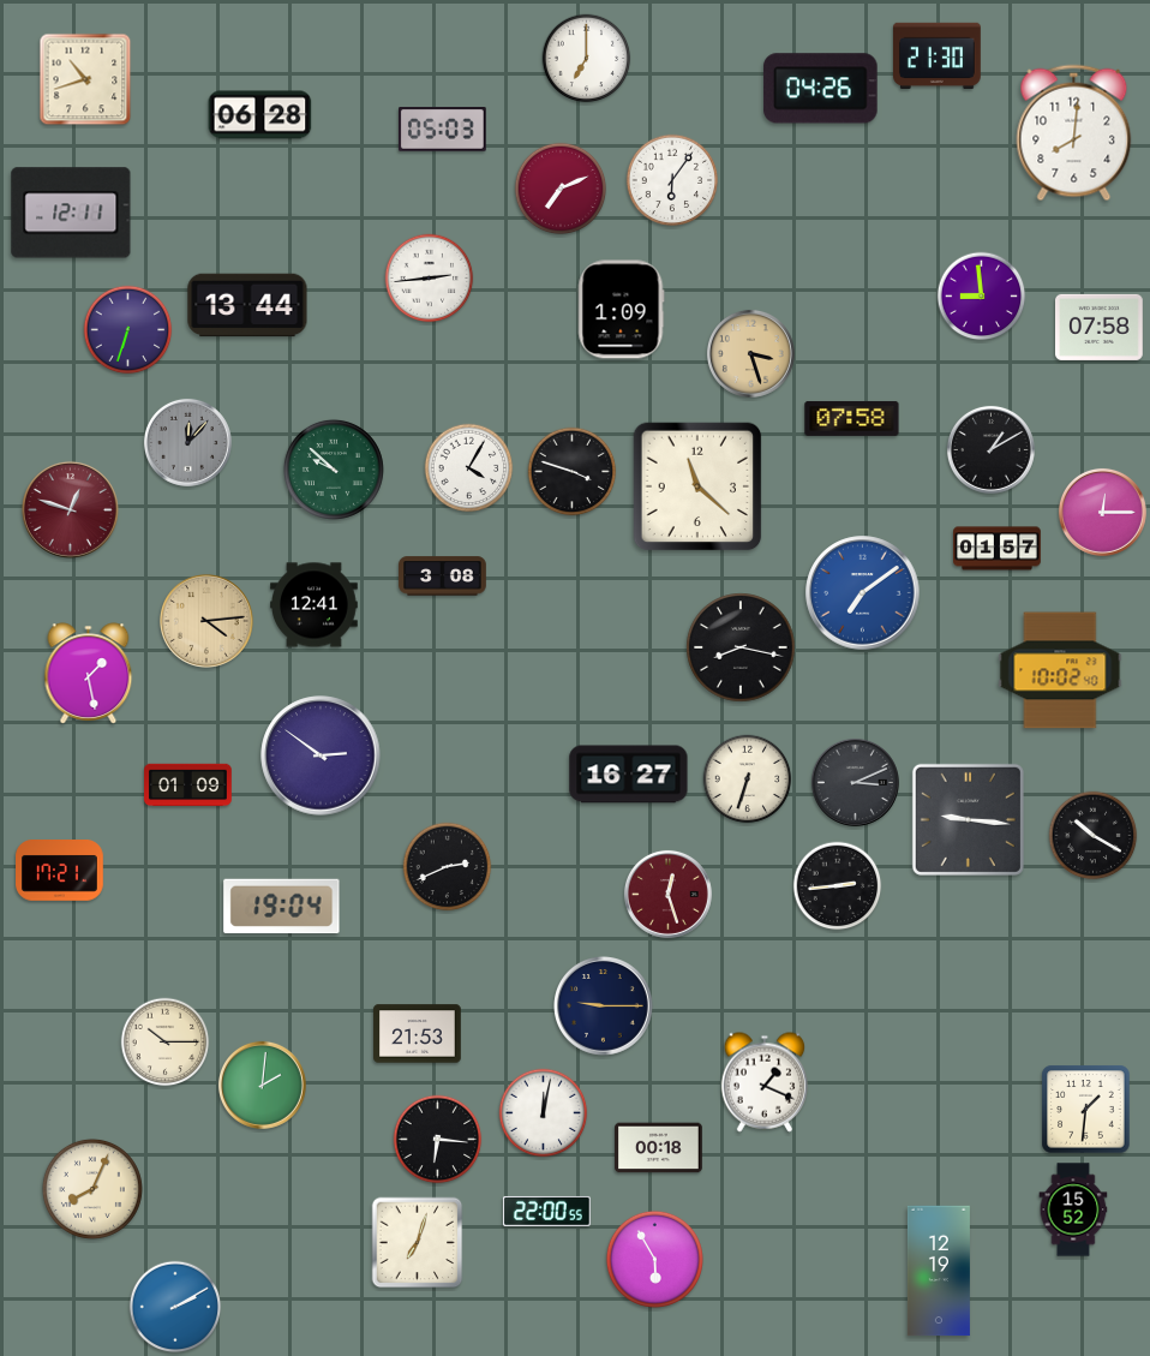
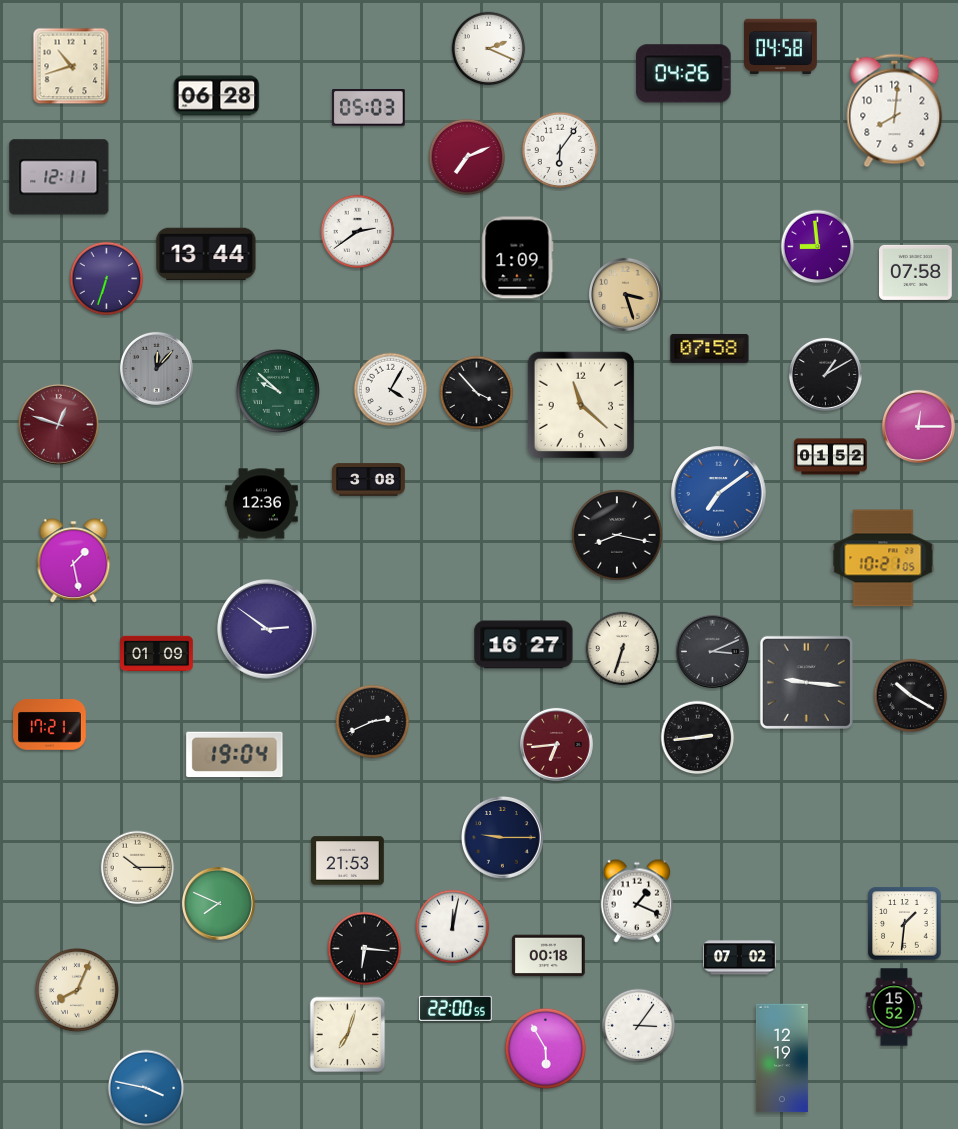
clock at (938, 55): 21:30 -> 04:58
clock at (587, 59): 7:00 -> 2:19
clock at (430, 279): 2:44 -> 2:39
clock at (128, 330) position: (128, 330) -> (107, 279)
clock at (573, 472): 3:48 -> 3:53
clock at (998, 549): 01:57 -> 01:52
clock at (315, 605): 12:41 -> 12:36
clock at (206, 621): 4:14 -> none
clock at (741, 647) position: (741, 647) -> (617, 535)
clock at (1060, 670): 10:02 -> 10:21
clock at (667, 894): 12:27 -> 6:44
clock at (262, 1085): 2:01 -> 7:49
clock at (740, 958): none -> 07:02
clock at (639, 1026): none -> 3:06
clock at (175, 1307): 2:10 -> 3:47
